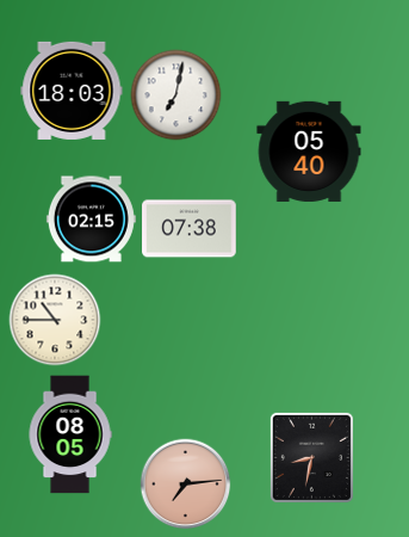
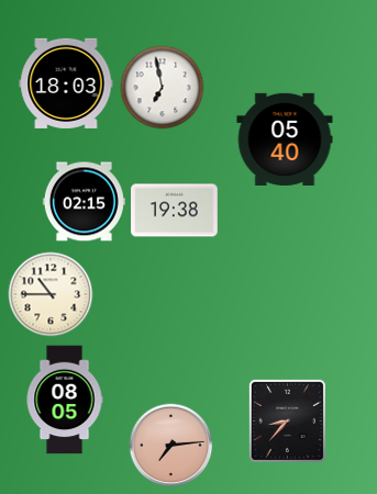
clock at (176, 95): 7:02 -> 6:58
clock at (190, 229): 07:38 -> 19:38
clock at (311, 457): 8:32 -> 8:37
